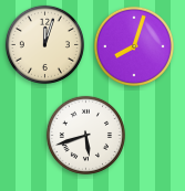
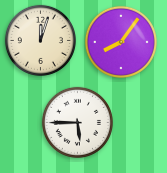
clock at (134, 46): 8:03 -> 8:06
clock at (85, 135): 5:42 -> 5:45
